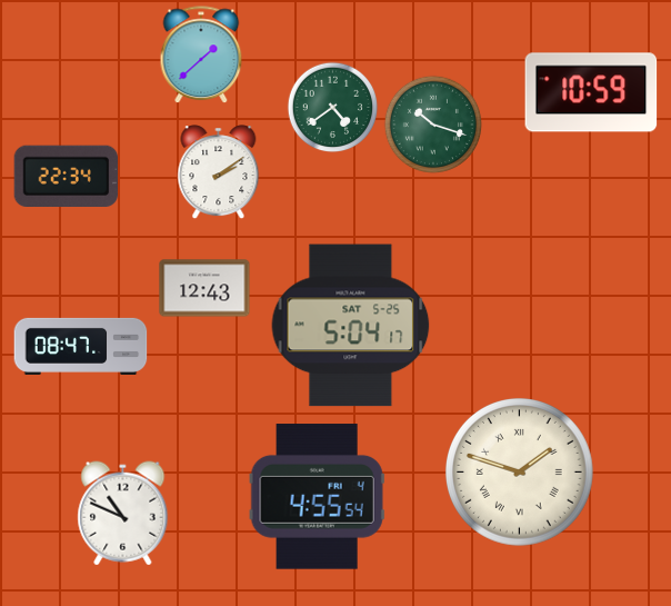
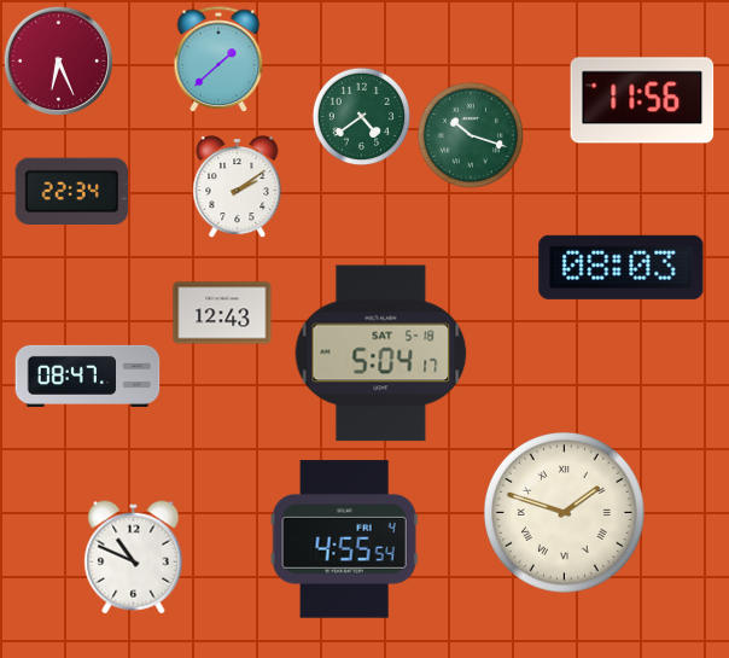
clock at (58, 60): none -> 6:26
clock at (591, 92): 10:59 -> 11:56
clock at (622, 267): none -> 08:03
clock at (351, 326) date: SAT 5-25 -> SAT 5-18
